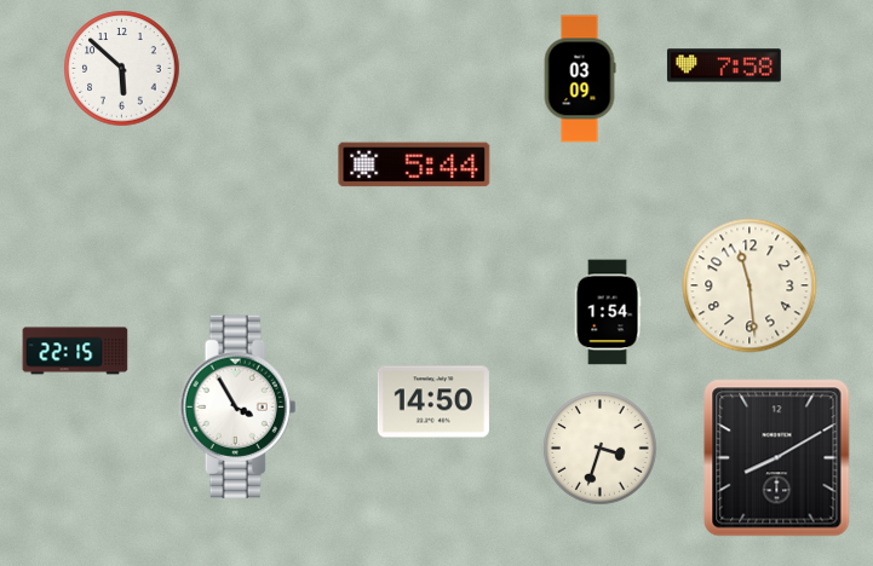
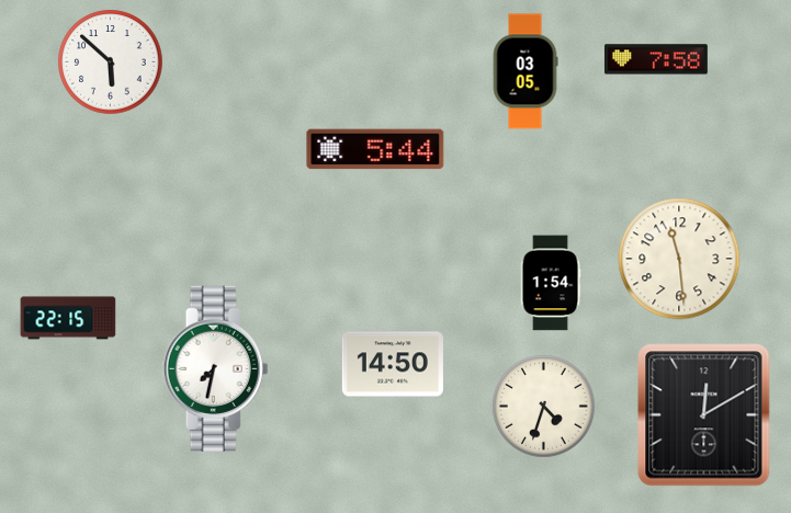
clock at (580, 79): 03:09 -> 03:05
clock at (239, 406): 3:55 -> 7:32
clock at (601, 449): 3:33 -> 4:33
clock at (777, 458): 8:10 -> 12:10
